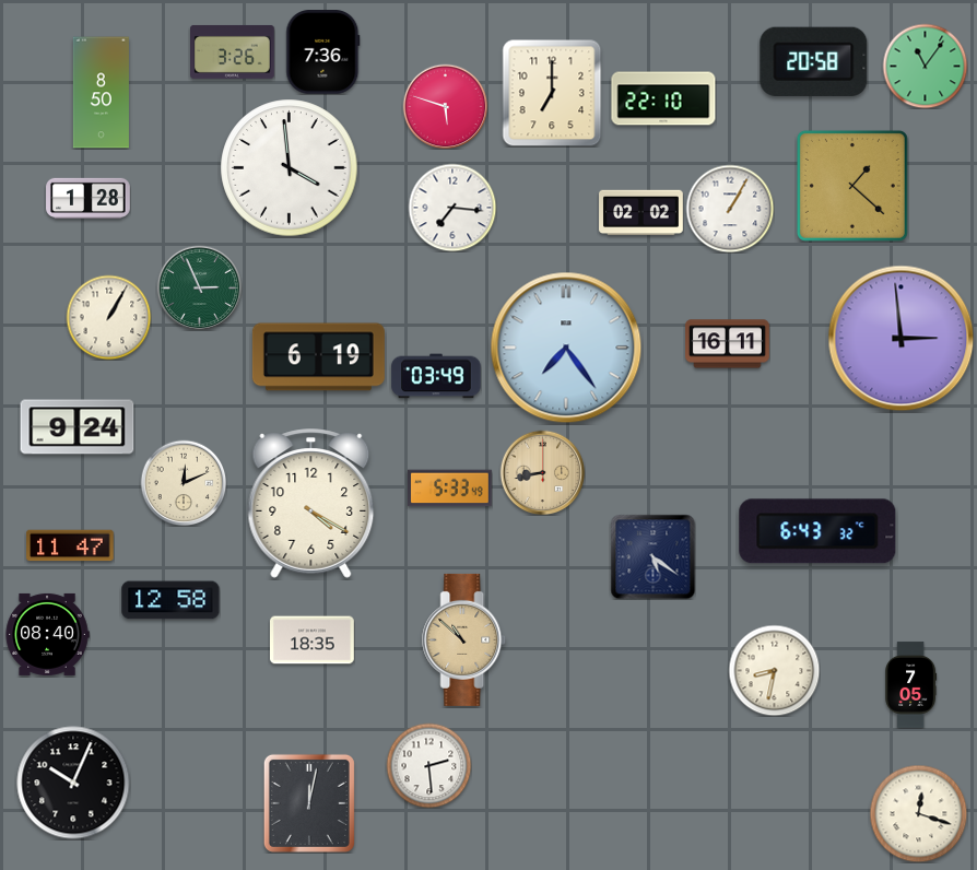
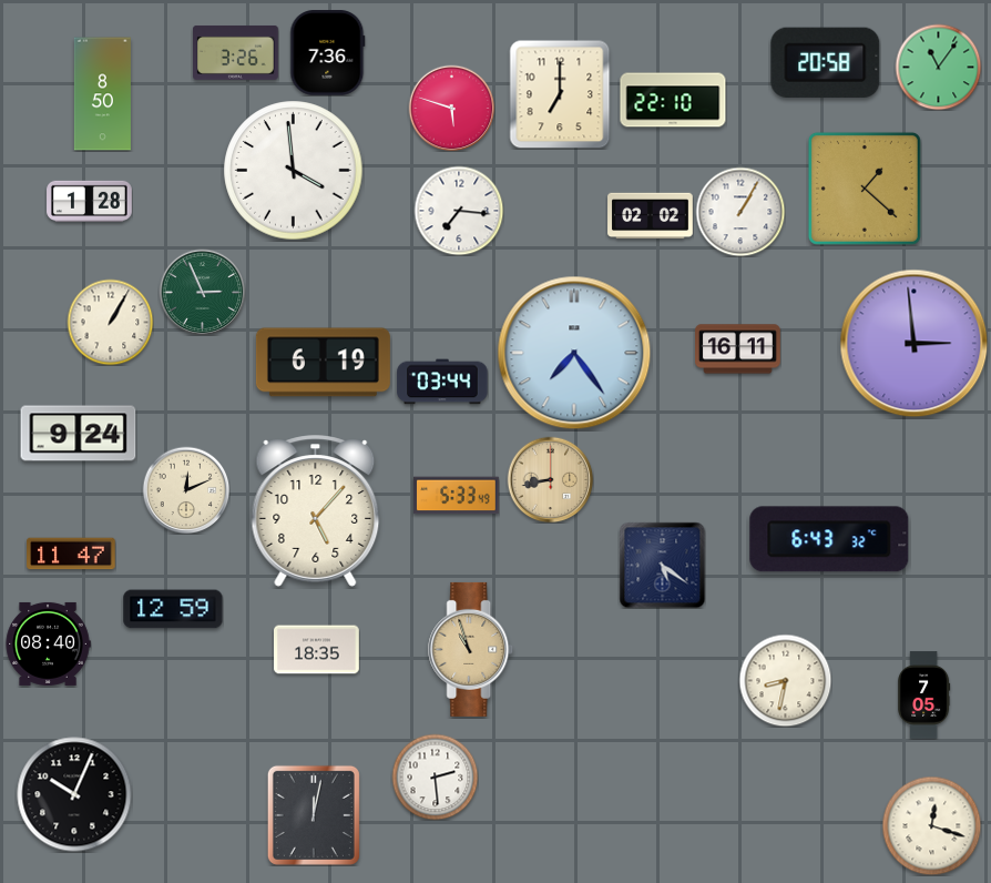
clock at (436, 376): 03:49 -> 03:44
clock at (311, 504): 4:20 -> 5:07
clock at (170, 600): 12:58 -> 12:59
clock at (464, 639): 10:52 -> 10:57
